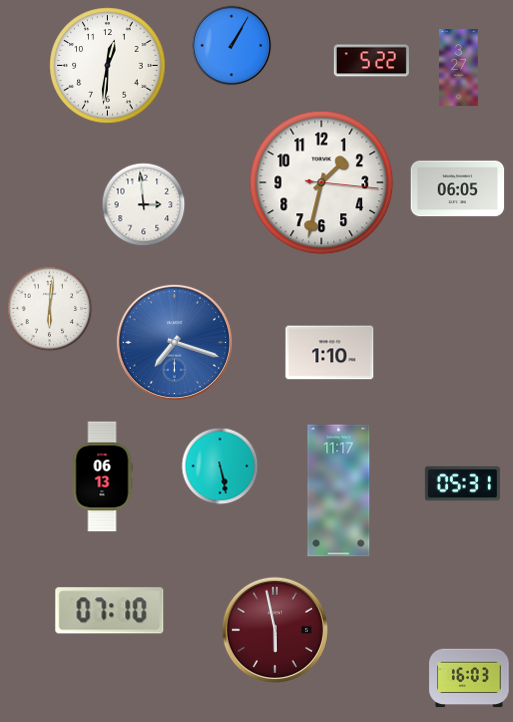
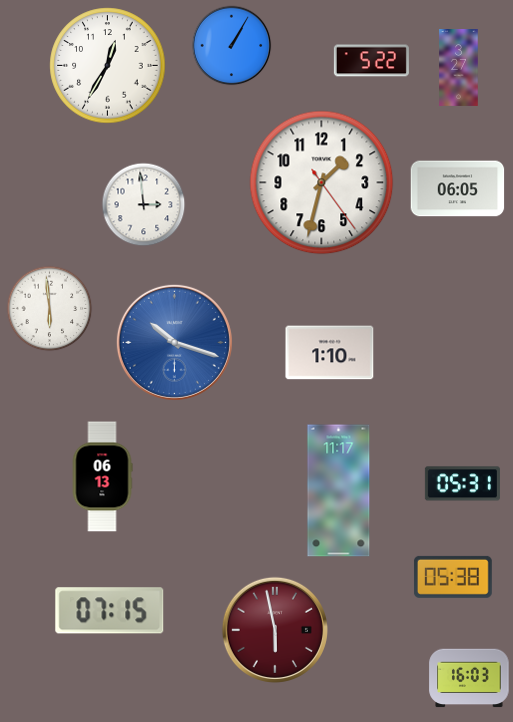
clock at (108, 66): 12:31 -> 12:35
clock at (322, 183): 1:32:16 -> 1:32:24
clock at (50, 309): 6:01 -> 5:59
clock at (174, 342): 7:18 -> 10:18
clock at (220, 466): 5:28 -> none
clock at (453, 577): none -> 05:38
clock at (110, 611): 07:10 -> 07:15
